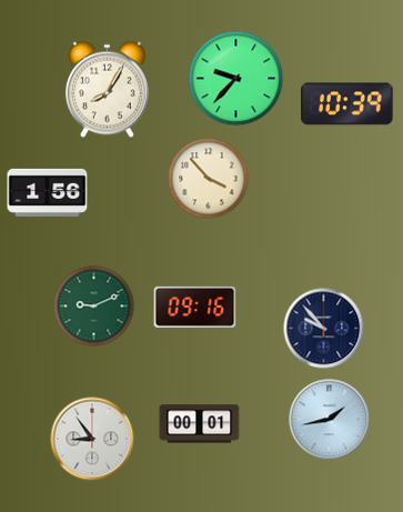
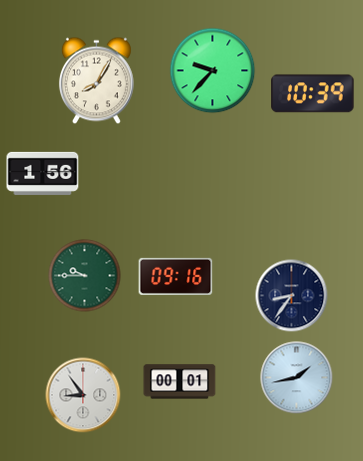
clock at (209, 179): 3:53 -> none
clock at (94, 307): 9:11 -> 9:45
clock at (324, 329): 9:53 -> 8:36
